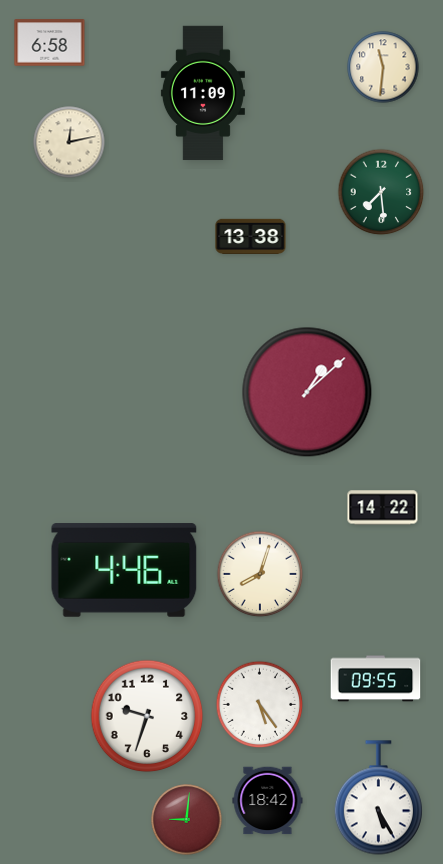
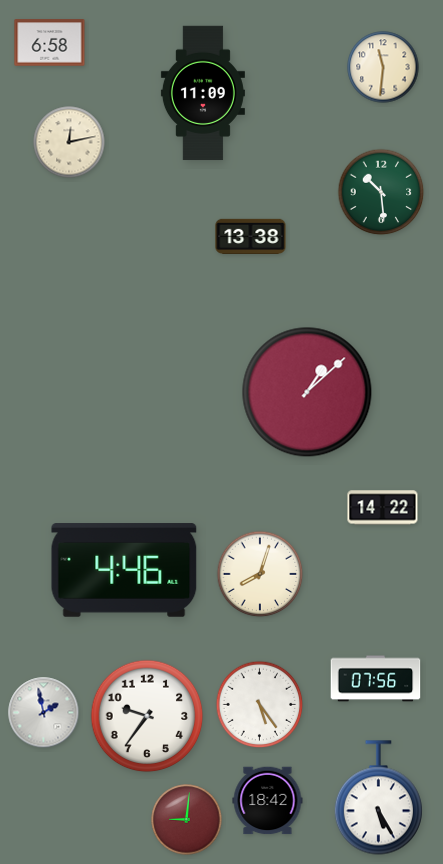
clock at (381, 192): 7:29 -> 10:29
clock at (376, 679): 09:55 -> 07:56
clock at (44, 713): none -> 1:58
clock at (147, 716): 9:33 -> 9:36
